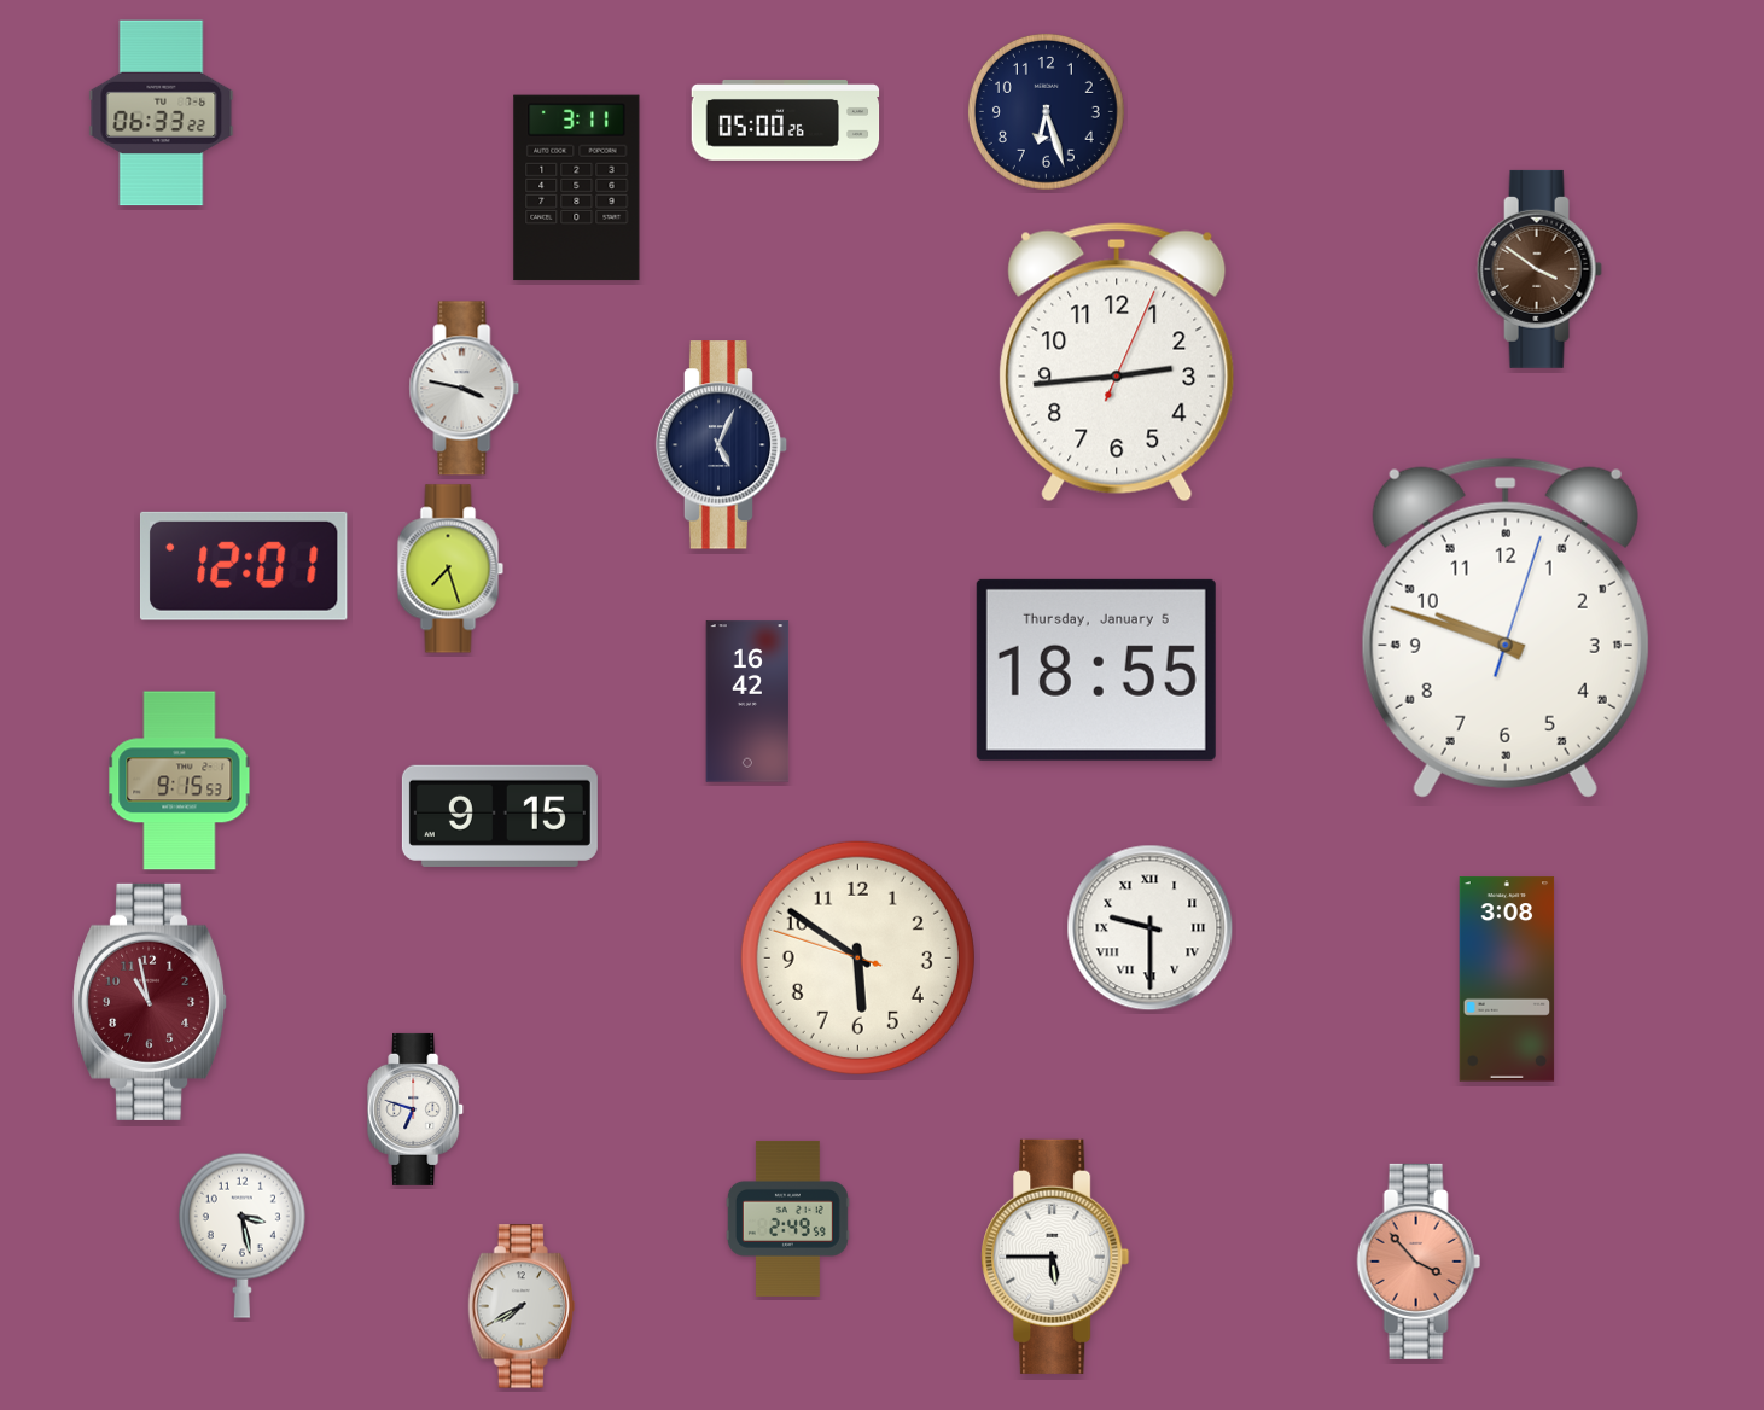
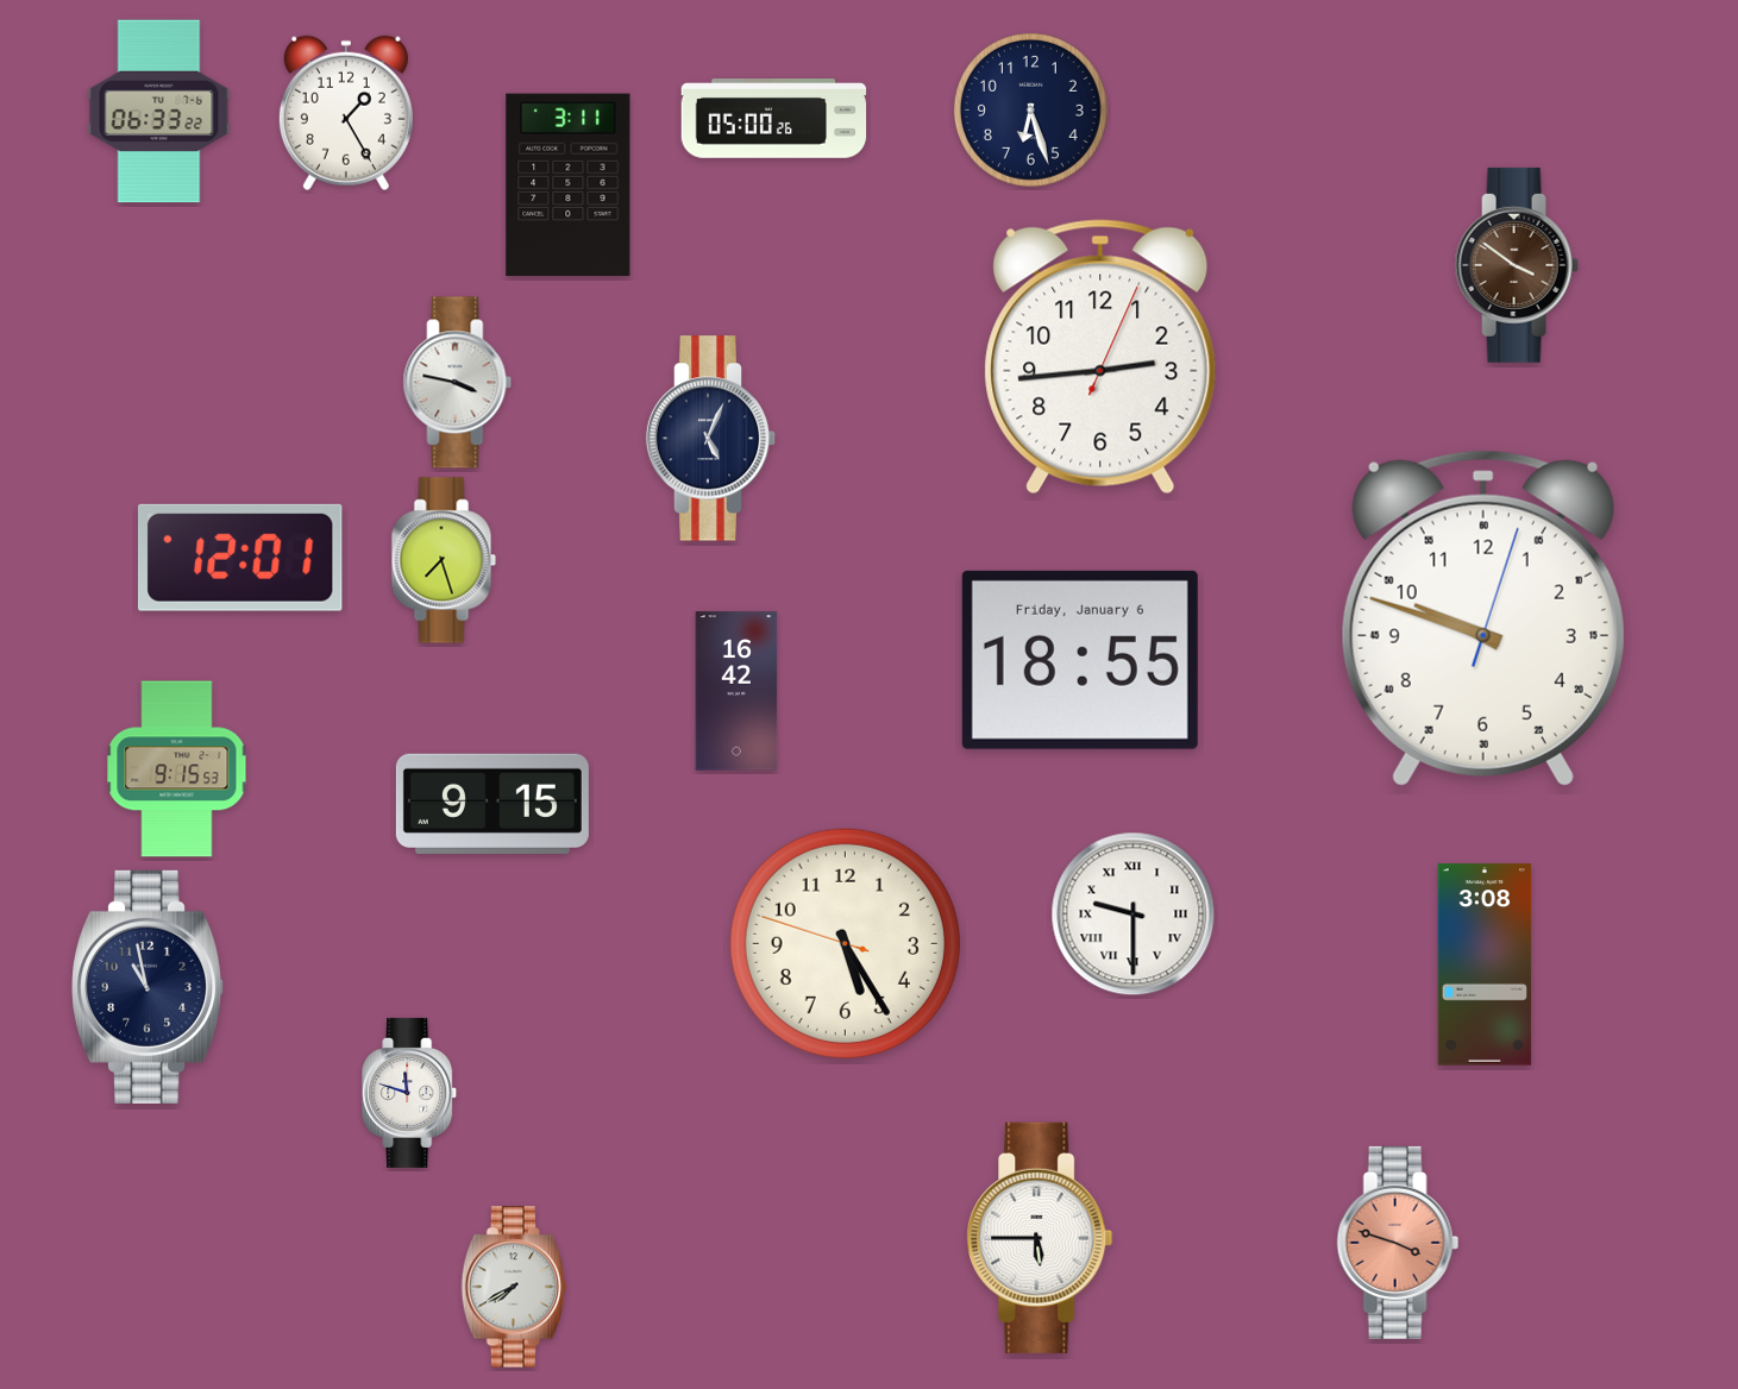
clock at (346, 113): none -> 1:25
clock at (1096, 670) date: Thursday, January 5 -> Friday, January 6
clock at (857, 957): 5:50 -> 5:24
clock at (151, 1002) dial: burgundy -> navy
clock at (417, 1109): 6:48 -> 11:48
clock at (787, 1219): 2:49 -> none
clock at (241, 1235): 3:28 -> none
clock at (1419, 1262): 3:53 -> 3:48
